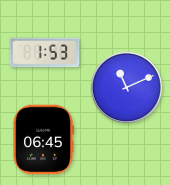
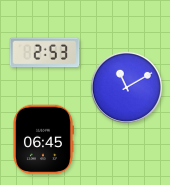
clock at (45, 53): 1:53 -> 2:53
clock at (126, 87): 11:11 -> 11:10
